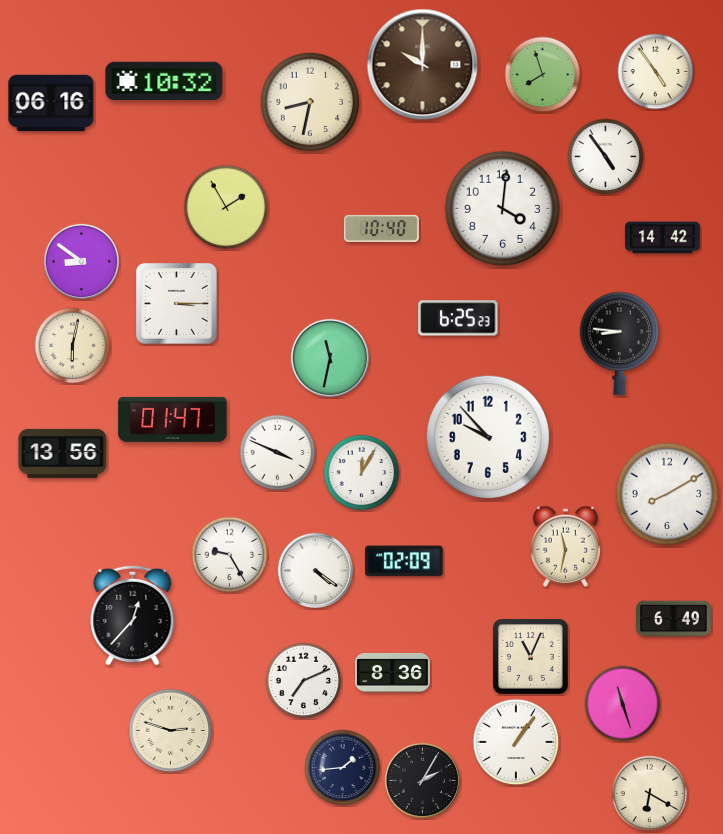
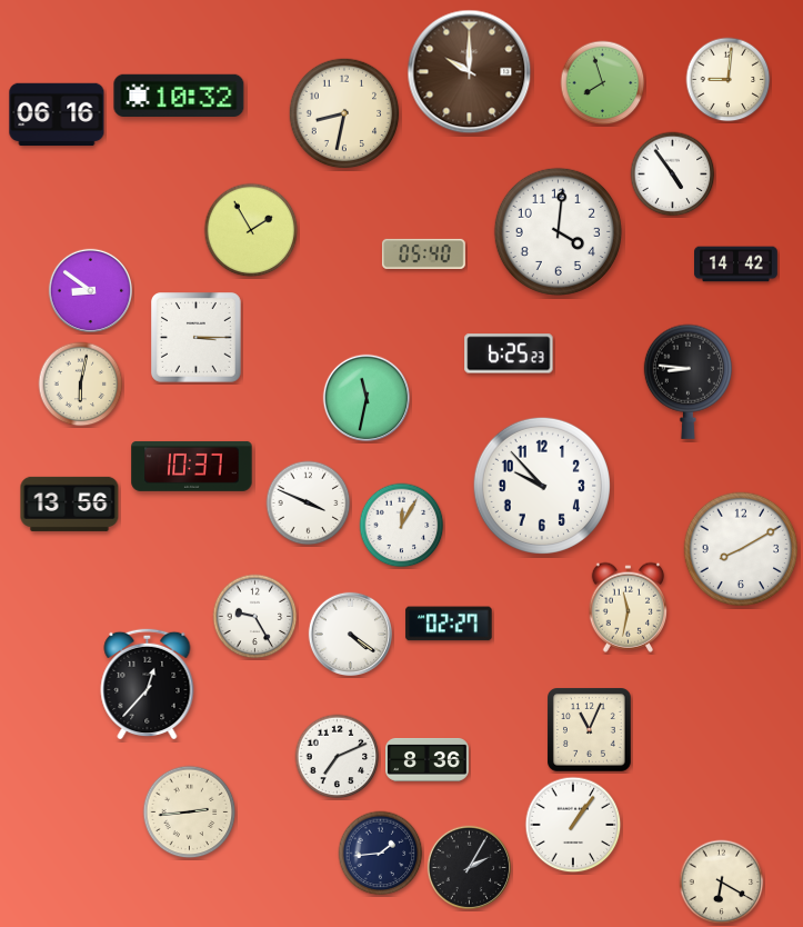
clock at (656, 72): 4:54 -> 9:01
clock at (164, 80) position: (164, 80) -> (179, 94)
clock at (381, 228): 10:40 -> 05:40
clock at (173, 419): 01:47 -> 10:37
clock at (404, 561): 02:09 -> 02:27
clock at (674, 619): 6:49 -> none
clock at (393, 673) position: (393, 673) -> (428, 760)
clock at (623, 704): 11:27 -> none
clock at (171, 731): 2:48 -> 2:44
